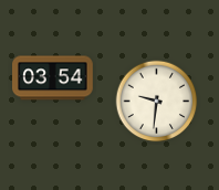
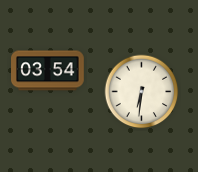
clock at (157, 102): 9:31 -> 6:31
